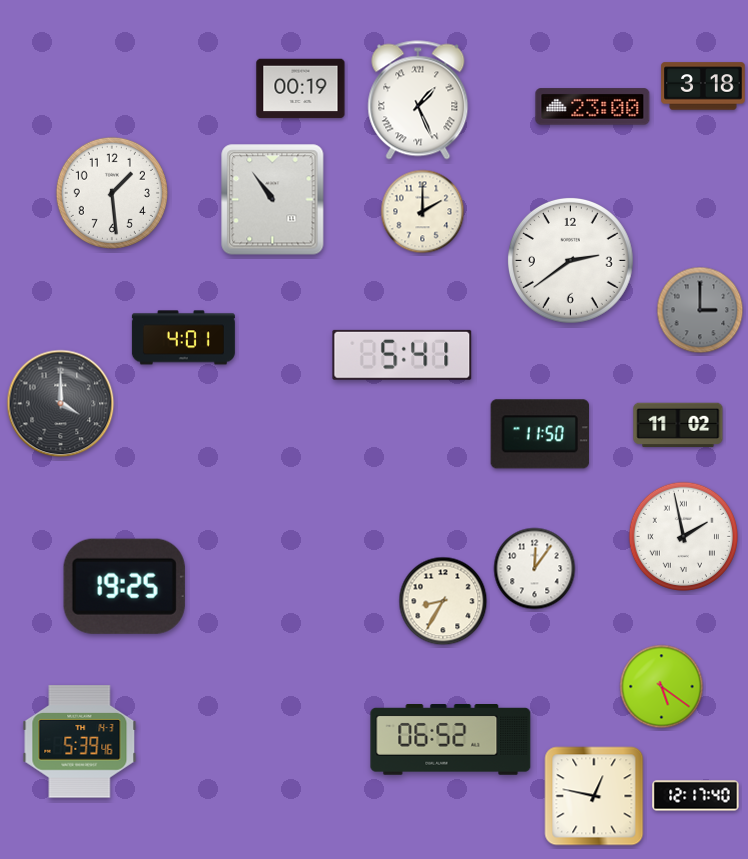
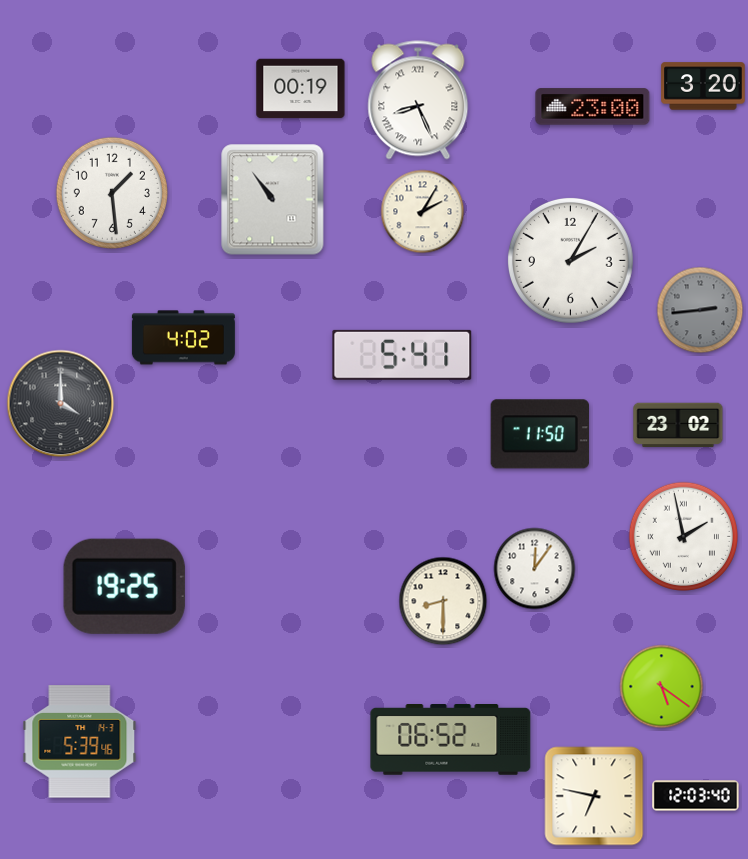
clock at (703, 86): 3:18 -> 3:20
clock at (418, 100): 1:26 -> 8:26
clock at (423, 212): 2:00 -> 2:05
clock at (570, 260): 2:39 -> 2:05
clock at (700, 310): 3:00 -> 2:44
clock at (183, 338): 4:01 -> 4:02
clock at (678, 425): 11:02 -> 23:02
clock at (443, 601): 8:35 -> 8:30
clock at (594, 796): 12:47 -> 6:47
clock at (696, 796): 12:17 -> 12:03
